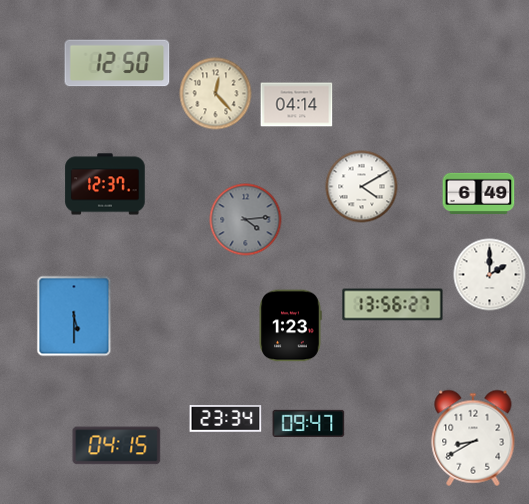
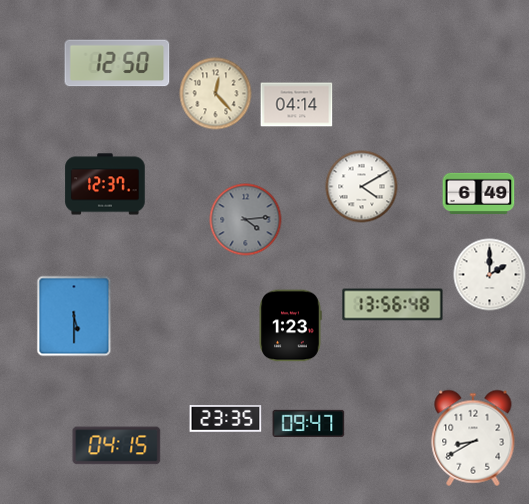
clock at (393, 305): 13:56:27 -> 13:56:48
clock at (226, 419): 23:34 -> 23:35
